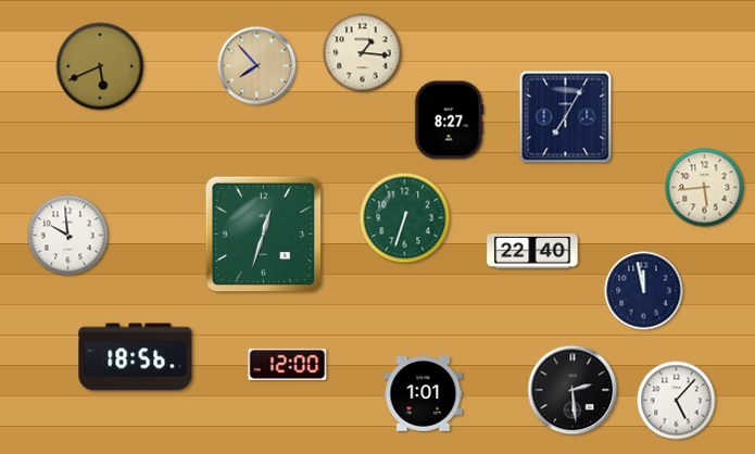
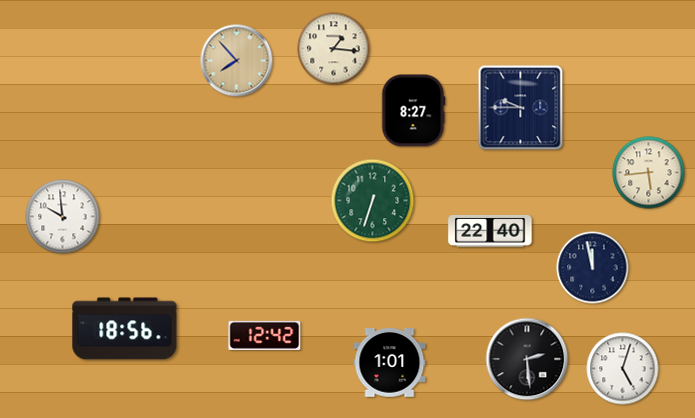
clock at (100, 66): 5:41 -> none
clock at (566, 117): 7:05 -> 9:45
clock at (264, 235): 12:33 -> none
clock at (288, 364): 12:00 -> 12:42
clock at (677, 401): 5:07 -> 5:03
